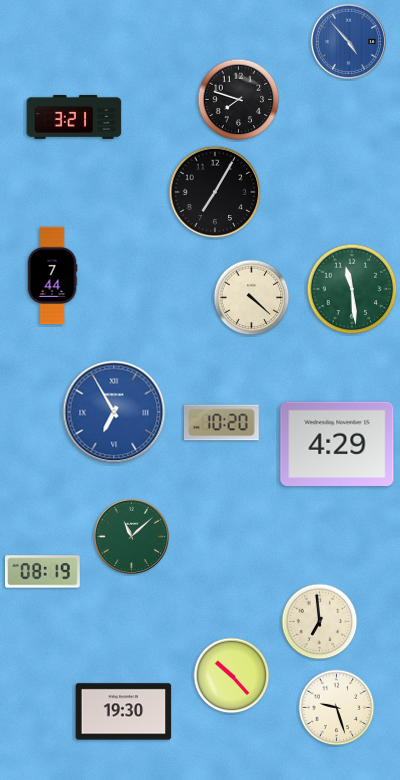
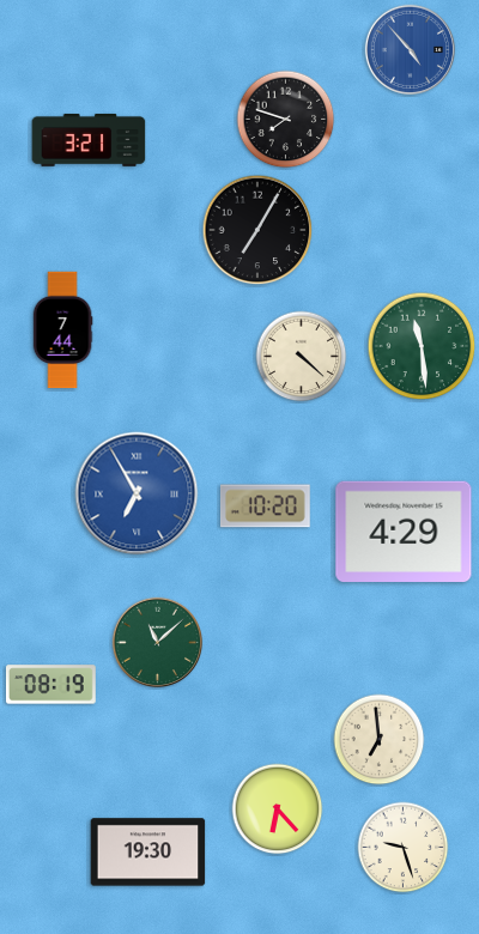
clock at (348, 41) position: (348, 41) -> (410, 49)
clock at (320, 622) position: (320, 622) -> (380, 740)
clock at (232, 676): 10:23 -> 6:23
